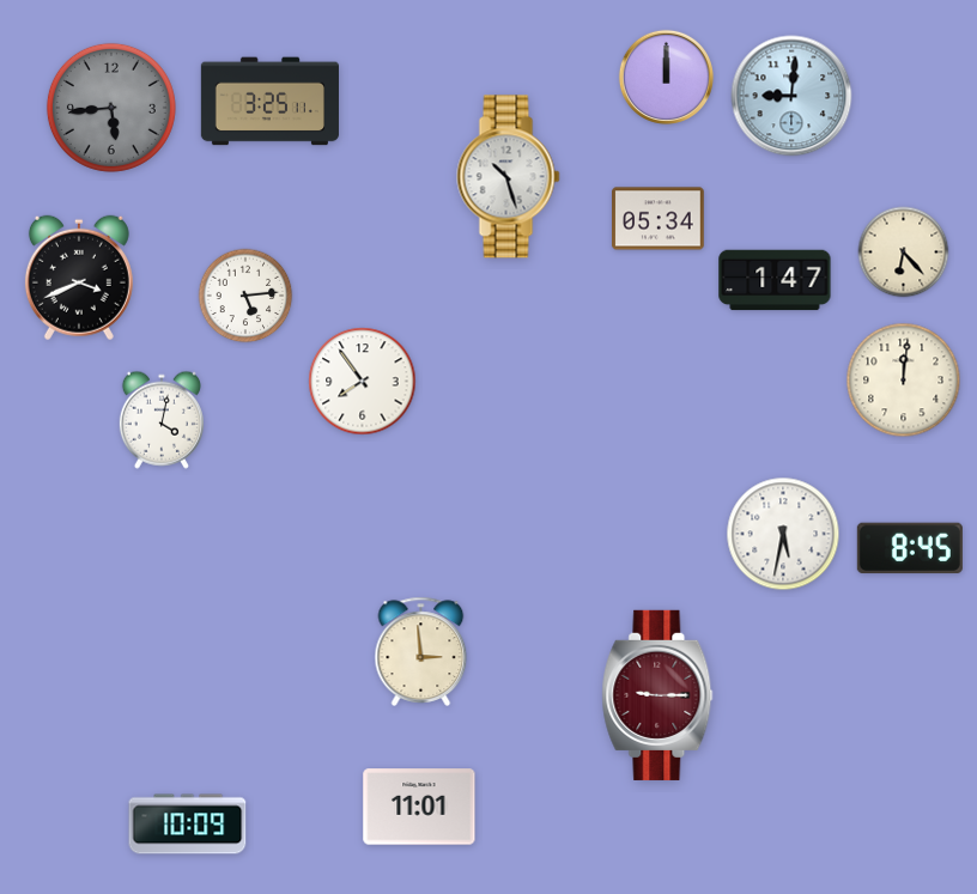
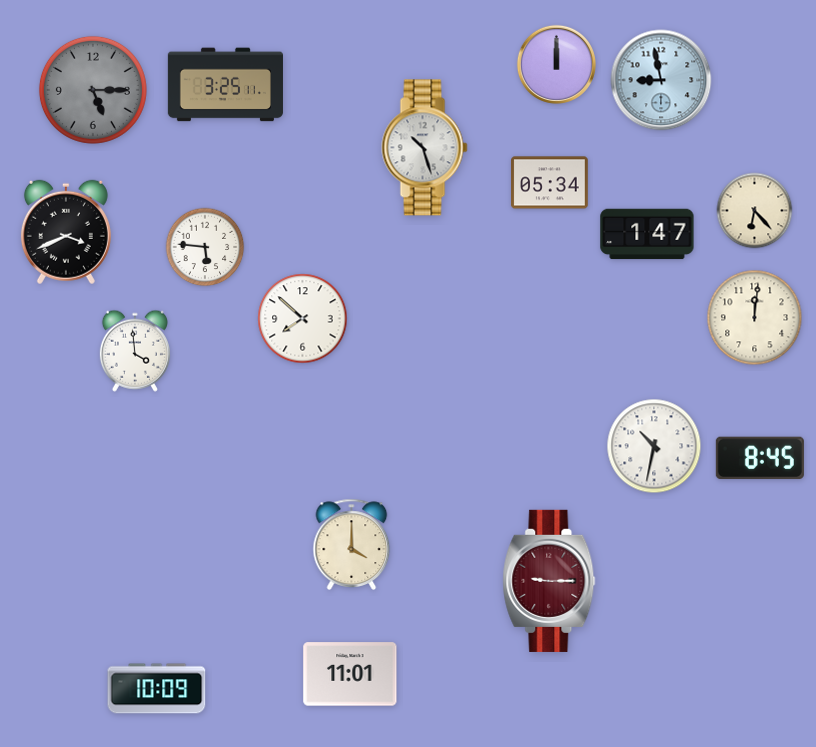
clock at (791, 96): 9:01 -> 8:58
clock at (111, 108): 5:44 -> 5:15
clock at (245, 296): 5:14 -> 5:46
clock at (363, 382): 7:54 -> 7:52
clock at (162, 420): 4:02 -> 3:59
clock at (783, 534): 5:32 -> 10:32
clock at (421, 651): 2:59 -> 4:00
